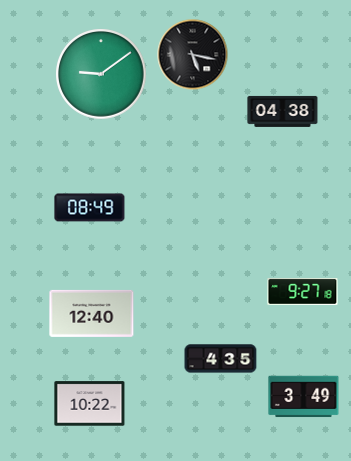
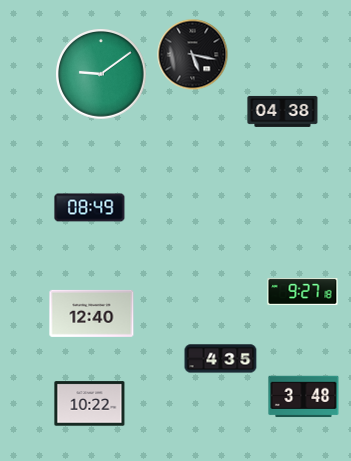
clock at (304, 397): 3:49 -> 3:48
